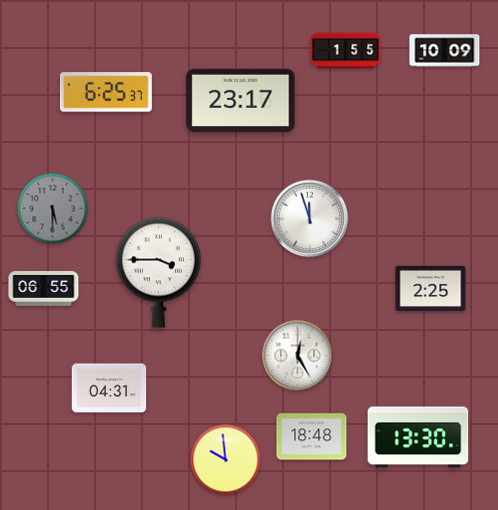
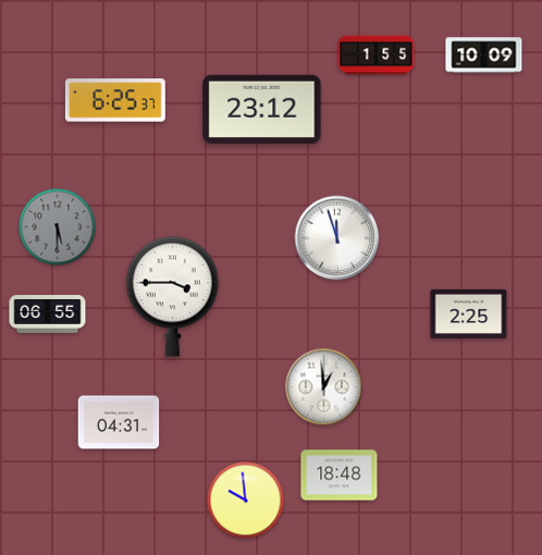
clock at (241, 100): 23:17 -> 23:12
clock at (298, 356): 12:25 -> 12:59
clock at (418, 437): 13:30 -> none
